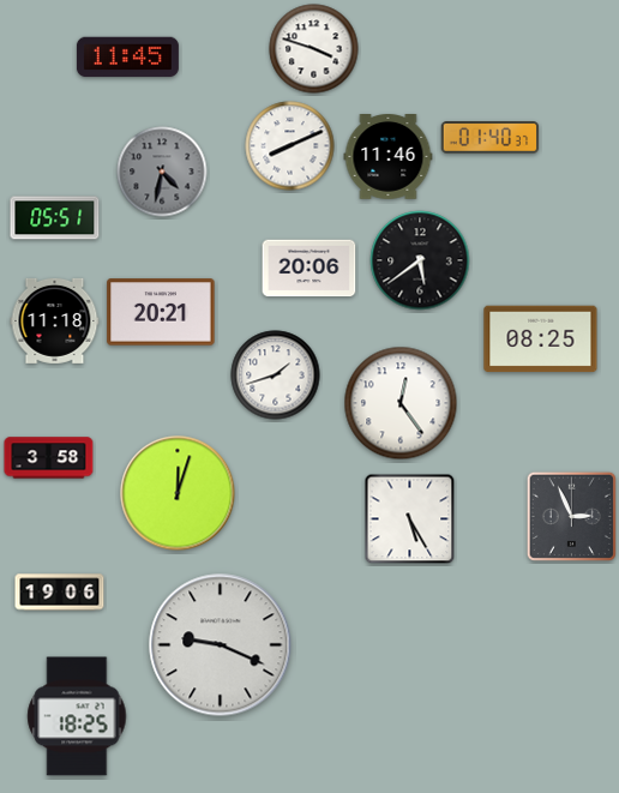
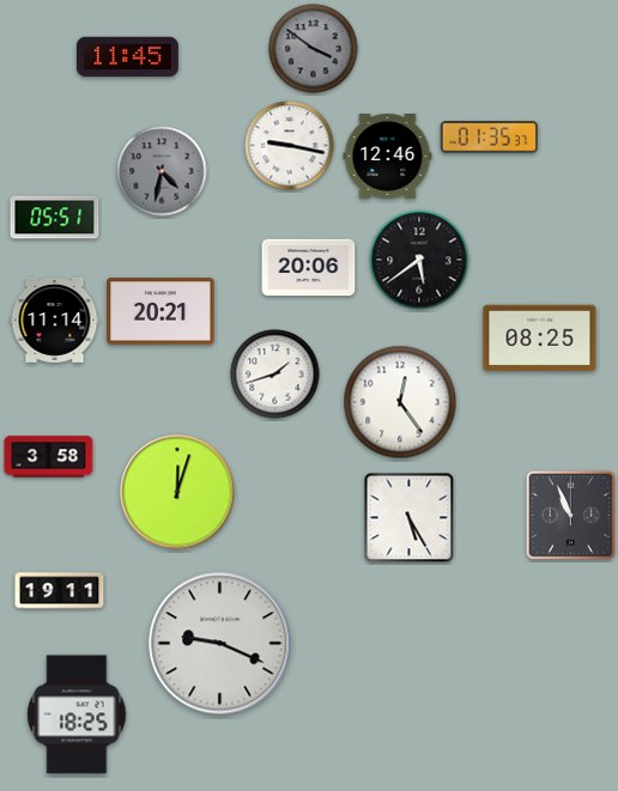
clock at (314, 49): 3:48 -> 3:51
clock at (314, 49) dial: white -> grey
clock at (491, 138): 01:40 -> 01:35
clock at (290, 146): 8:11 -> 9:17
clock at (389, 157): 11:46 -> 12:46
clock at (55, 320): 11:18 -> 11:14
clock at (571, 516): 2:56 -> 10:56
clock at (60, 593): 19:06 -> 19:11
